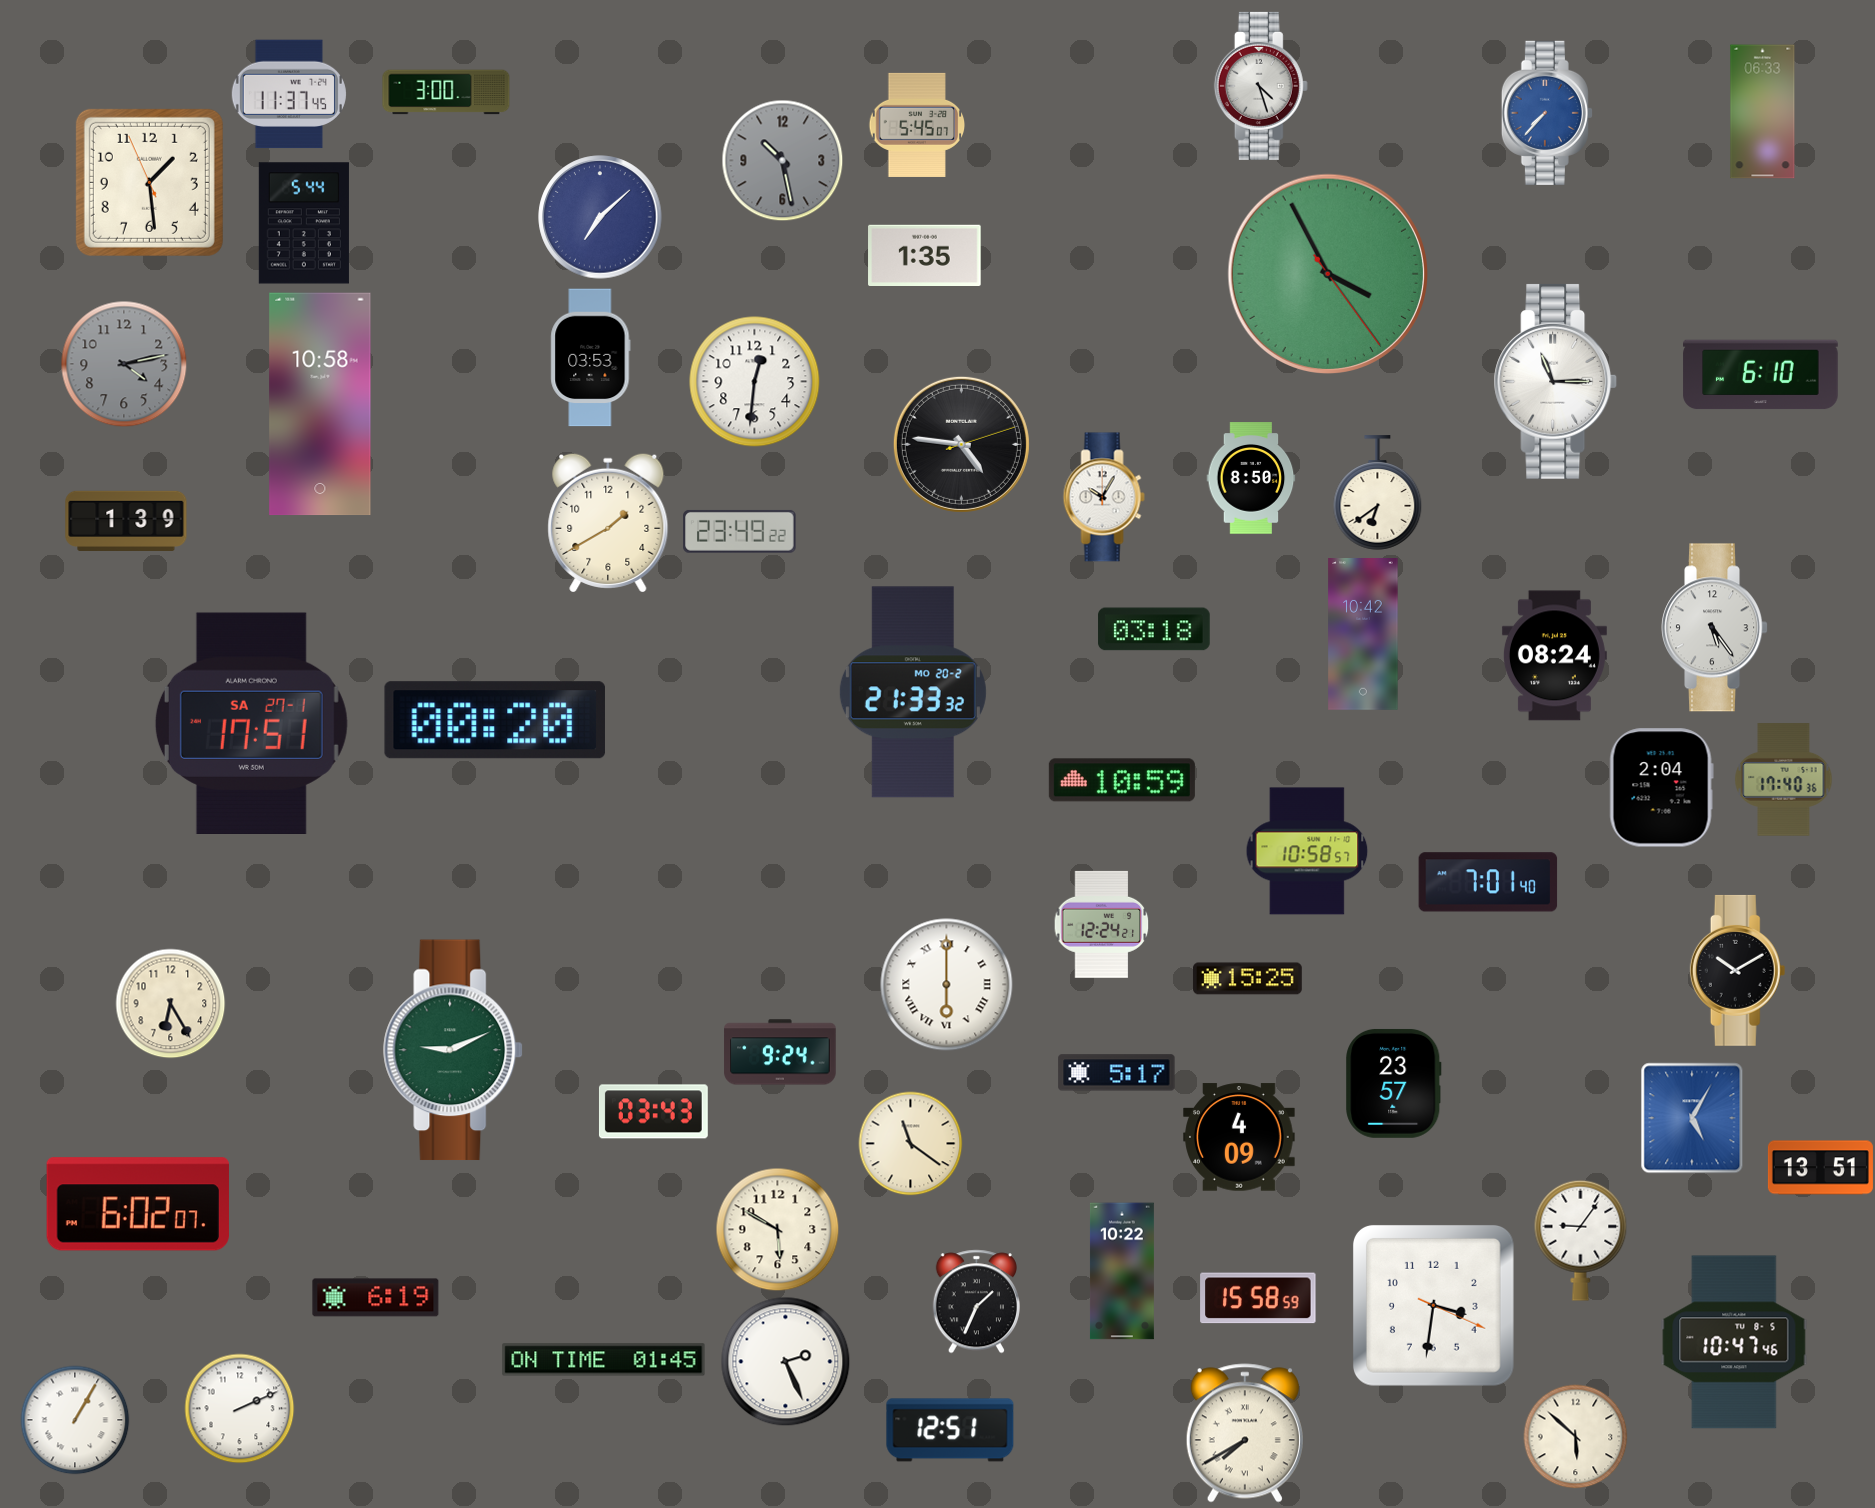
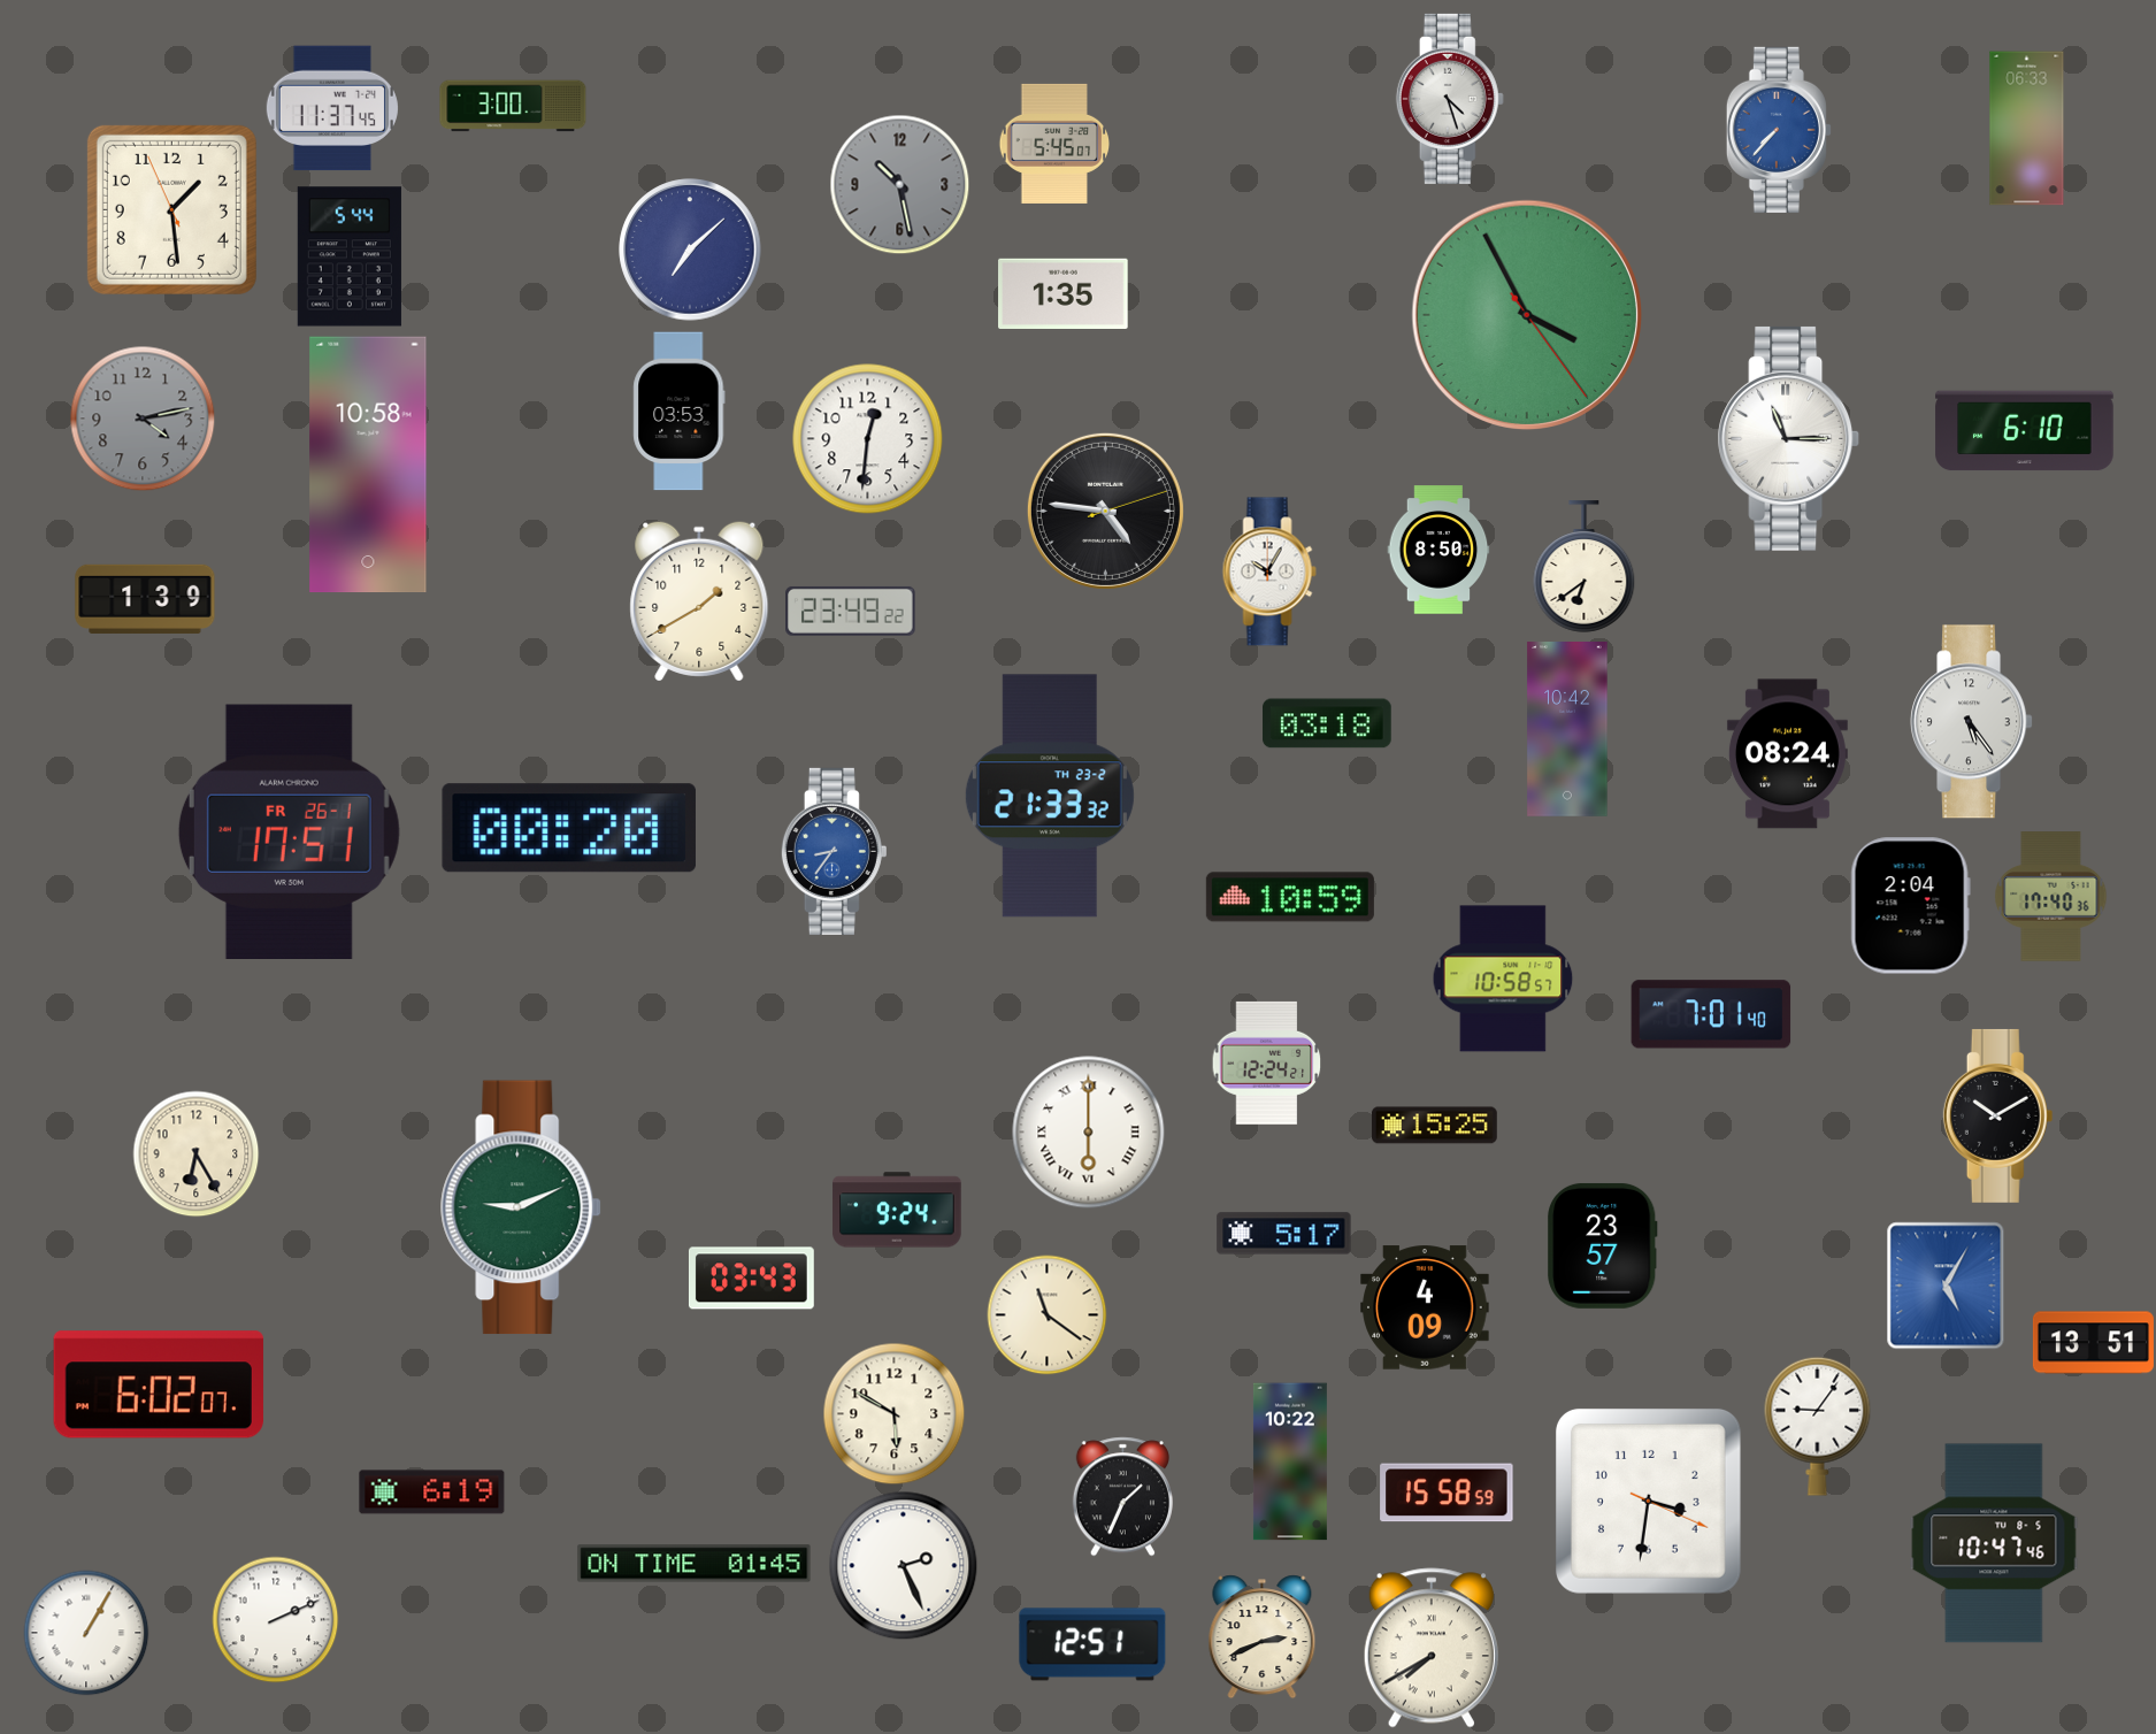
clock at (913, 692) date: MO 20-2 -> TH 23-2
clock at (251, 723) date: SA 27-1 -> FR 26-1
clock at (834, 851): none -> 8:36
clock at (1263, 1637): none -> 2:41
clock at (1576, 1437): 5:52 -> none
